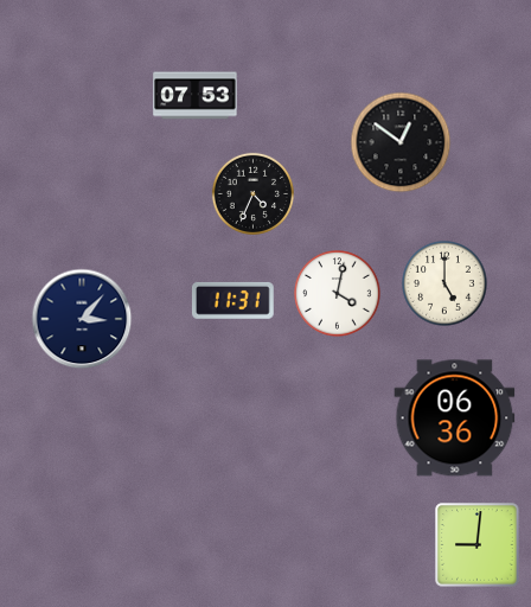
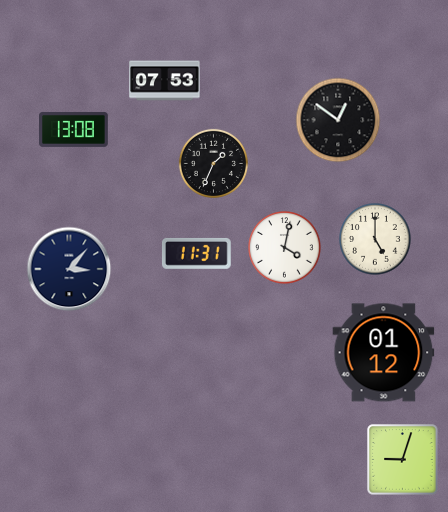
clock at (74, 129): none -> 13:08
clock at (252, 193): 4:34 -> 1:34
clock at (455, 418): 06:36 -> 01:12
clock at (478, 545): 9:01 -> 9:03
